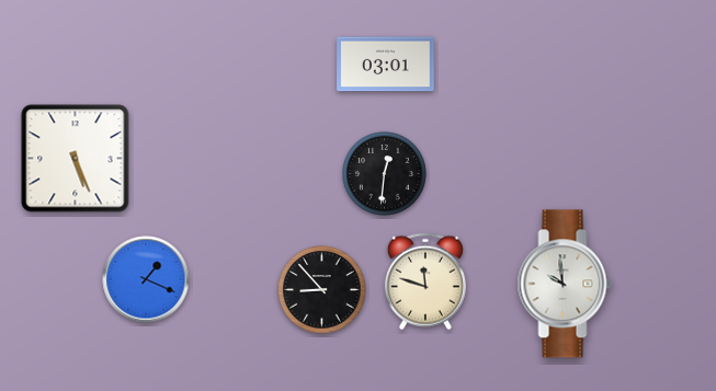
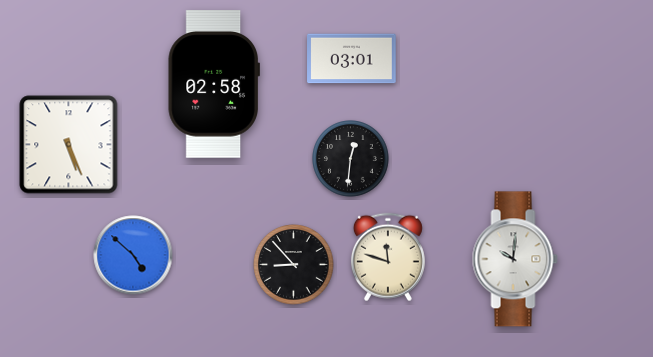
clock at (214, 84): none -> 02:58
clock at (146, 279): 1:19 -> 4:52
clock at (565, 284): 9:59 -> 10:01
